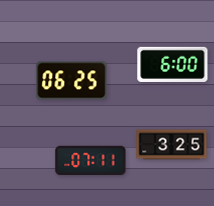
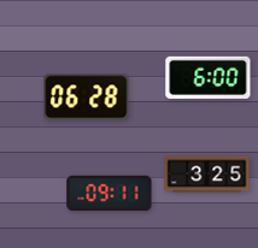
clock at (72, 81): 06:25 -> 06:28
clock at (91, 161): 07:11 -> 09:11
